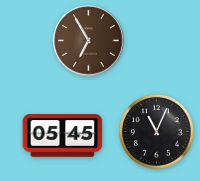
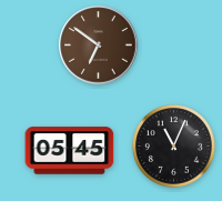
clock at (89, 41): 6:55 -> 6:51
